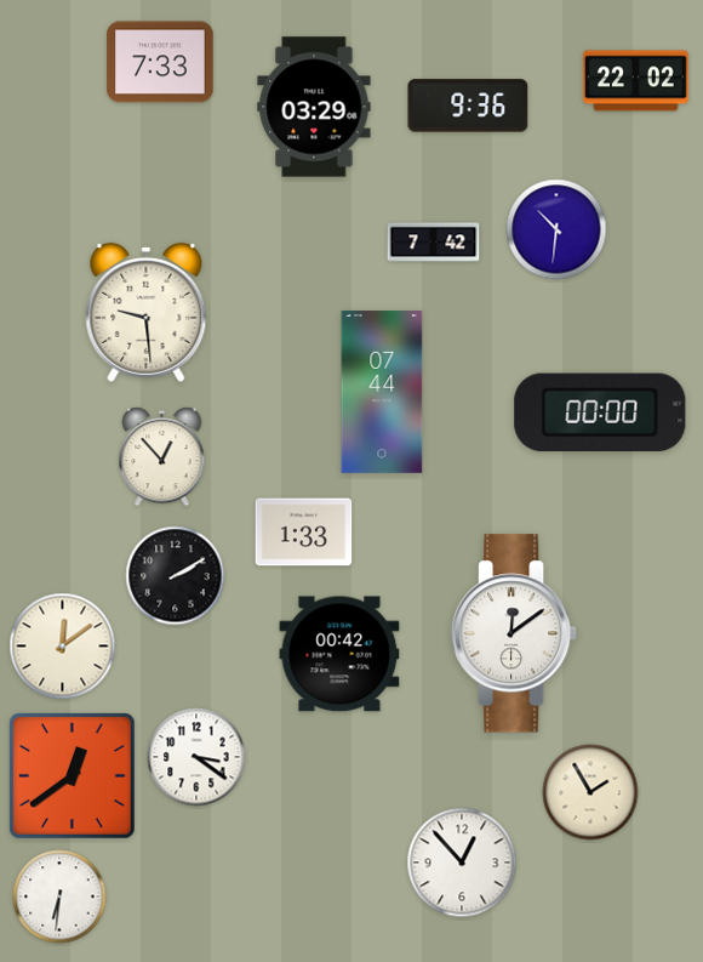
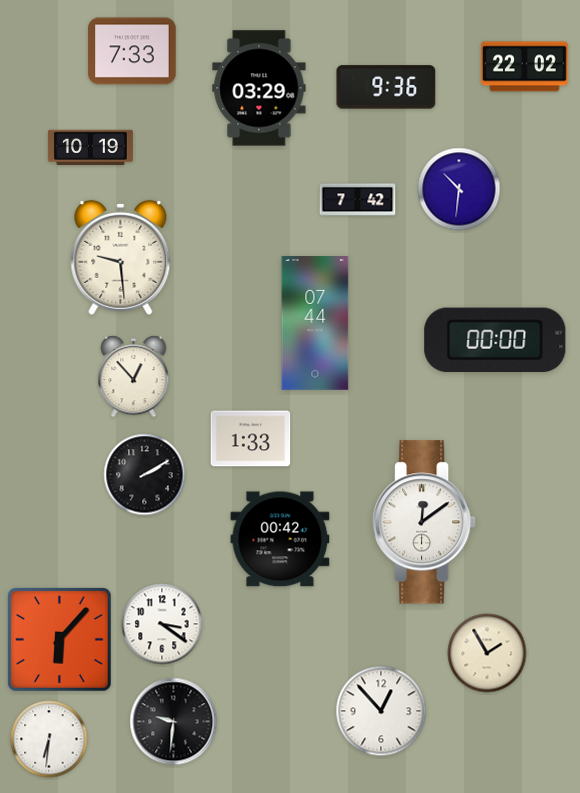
clock at (90, 148): none -> 10:19
clock at (63, 647): 12:09 -> none
clock at (73, 776): 12:39 -> 6:07
clock at (174, 722): none -> 9:31
